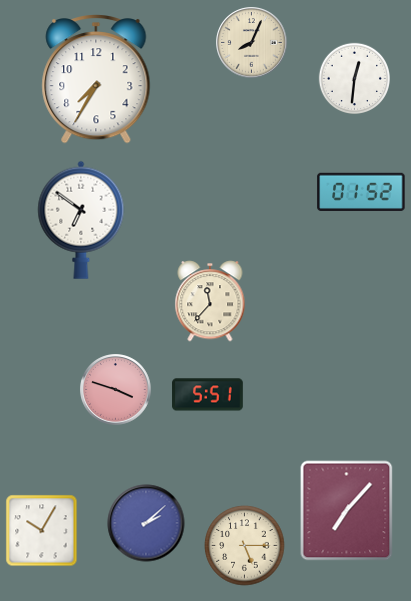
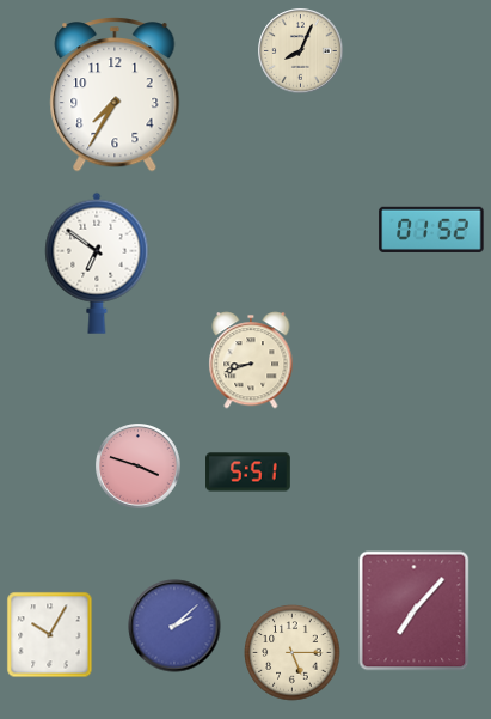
clock at (354, 78): 12:31 -> none
clock at (210, 301): 11:37 -> 8:42
